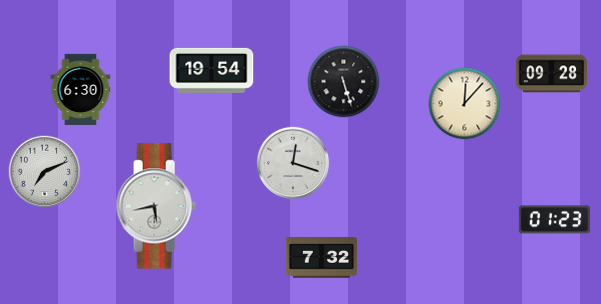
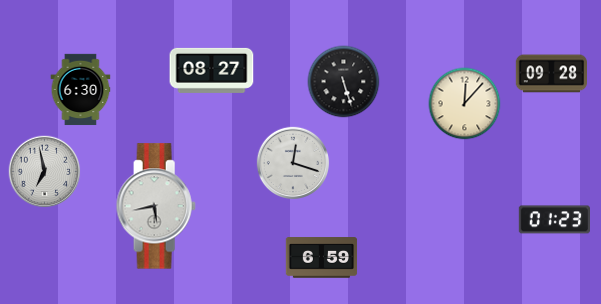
clock at (212, 70): 19:54 -> 08:27
clock at (45, 172): 7:11 -> 6:58
clock at (322, 258): 7:32 -> 6:59
